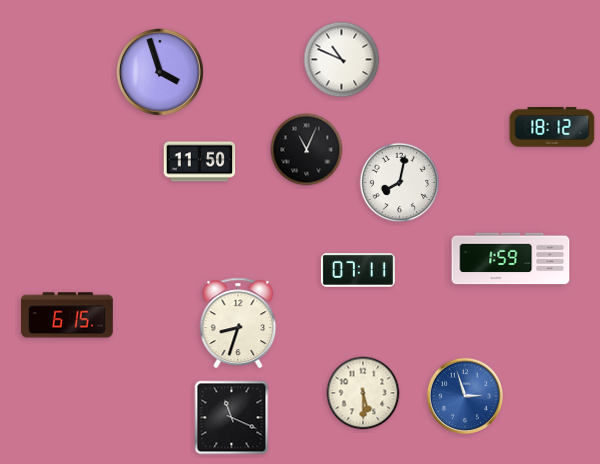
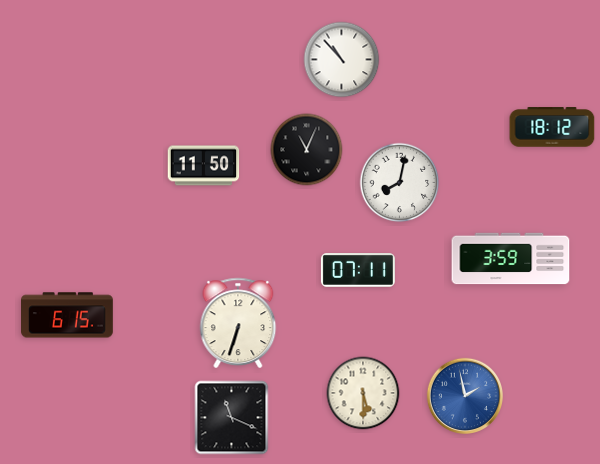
clock at (342, 60): 10:49 -> 10:53
clock at (161, 73): 3:57 -> none
clock at (200, 162) position: (200, 162) -> (204, 166)
clock at (511, 259): 1:59 -> 3:59
clock at (238, 322): 8:33 -> 6:33
clock at (464, 395): 2:57 -> 1:58
